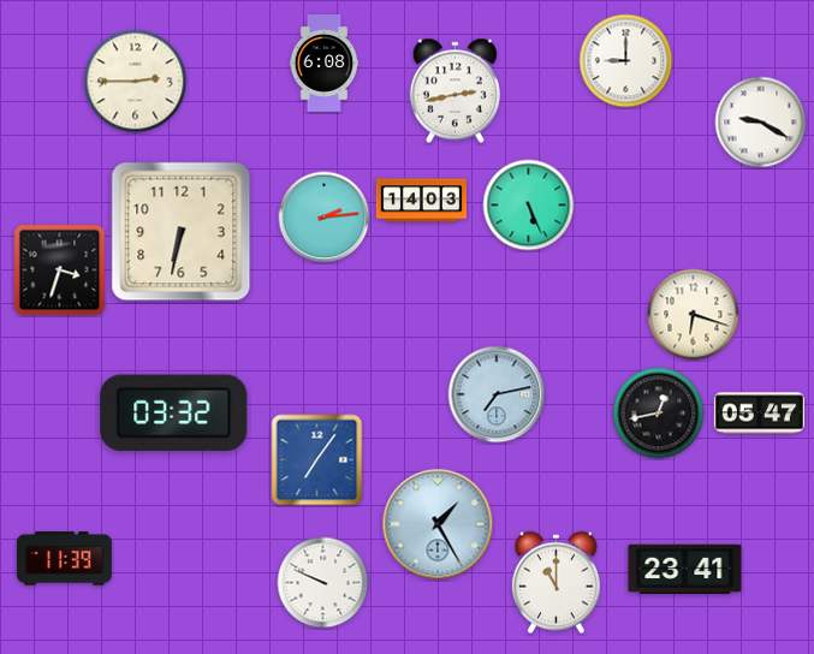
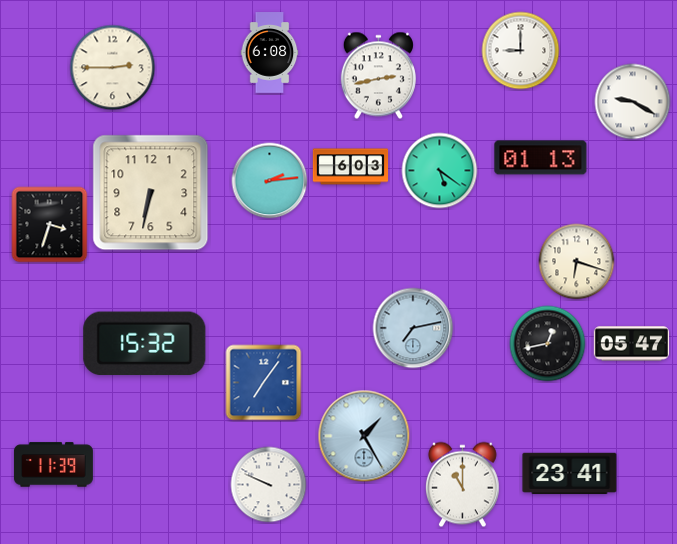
clock at (541, 158): none -> 01:13
clock at (422, 201): 14:03 -> 6:03
clock at (529, 206): 5:26 -> 5:21
clock at (174, 414): 03:32 -> 15:32
